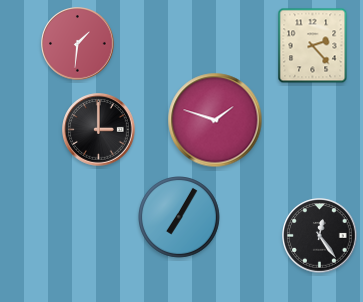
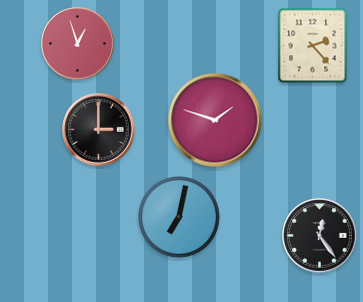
clock at (78, 44): 1:31 -> 12:57
clock at (180, 218): 7:05 -> 7:02
